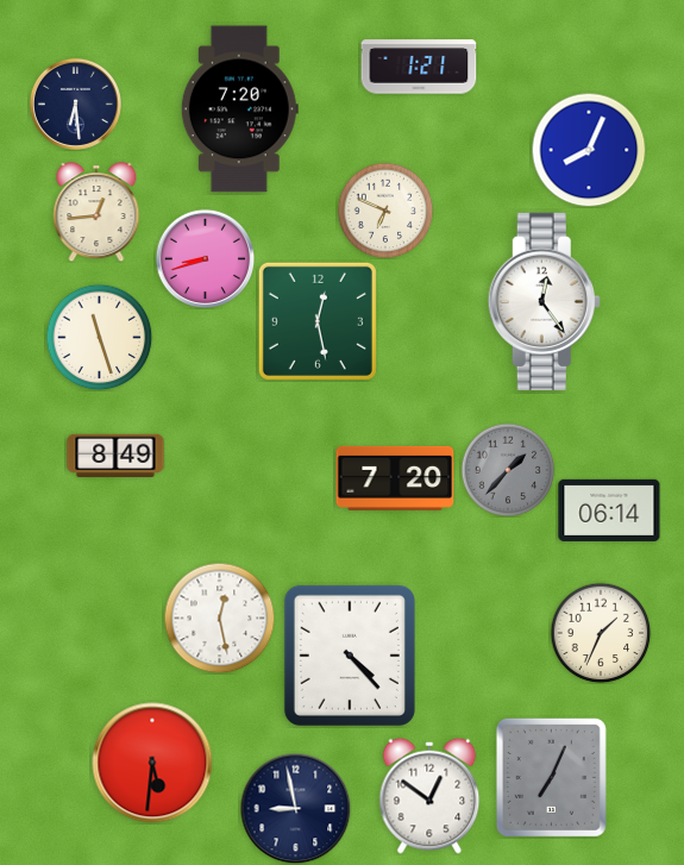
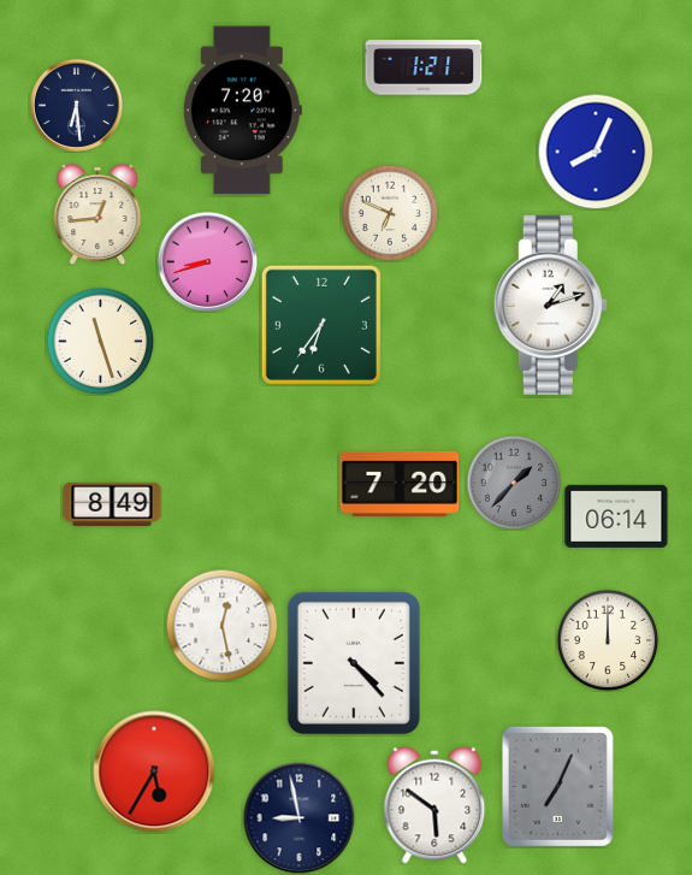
clock at (544, 301): 12:24 -> 1:12
clock at (318, 321): 12:28 -> 6:36
clock at (115, 455) position: (115, 455) -> (112, 503)
clock at (508, 470) position: (508, 470) -> (514, 483)
clock at (601, 633): 1:34 -> 12:00
clock at (152, 763): 5:31 -> 5:35
clock at (429, 796): 12:51 -> 5:51
